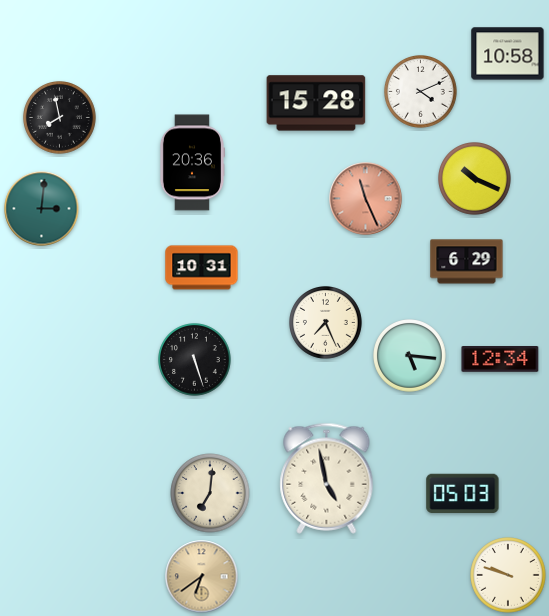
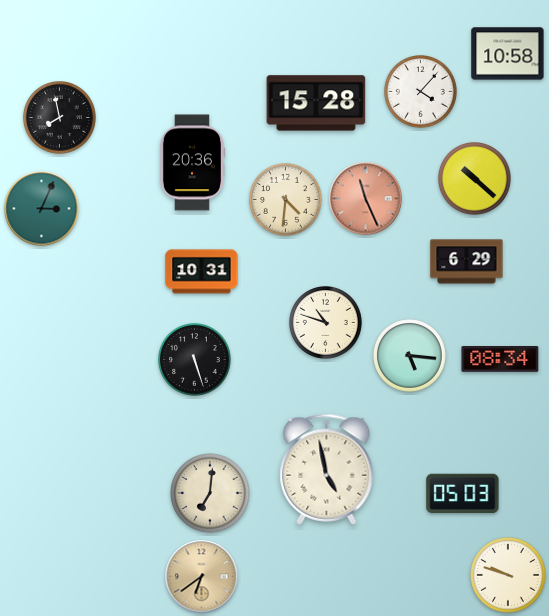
clock at (421, 92): 4:11 -> 4:07
clock at (475, 179): 10:19 -> 10:22
clock at (286, 200): none -> 4:31
clock at (42, 209): 3:01 -> 3:04
clock at (202, 268) position: (202, 268) -> (202, 272)
clock at (326, 323): 7:26 -> 10:48
clock at (500, 360): 12:34 -> 08:34
clock at (327, 478) position: (327, 478) -> (327, 469)
